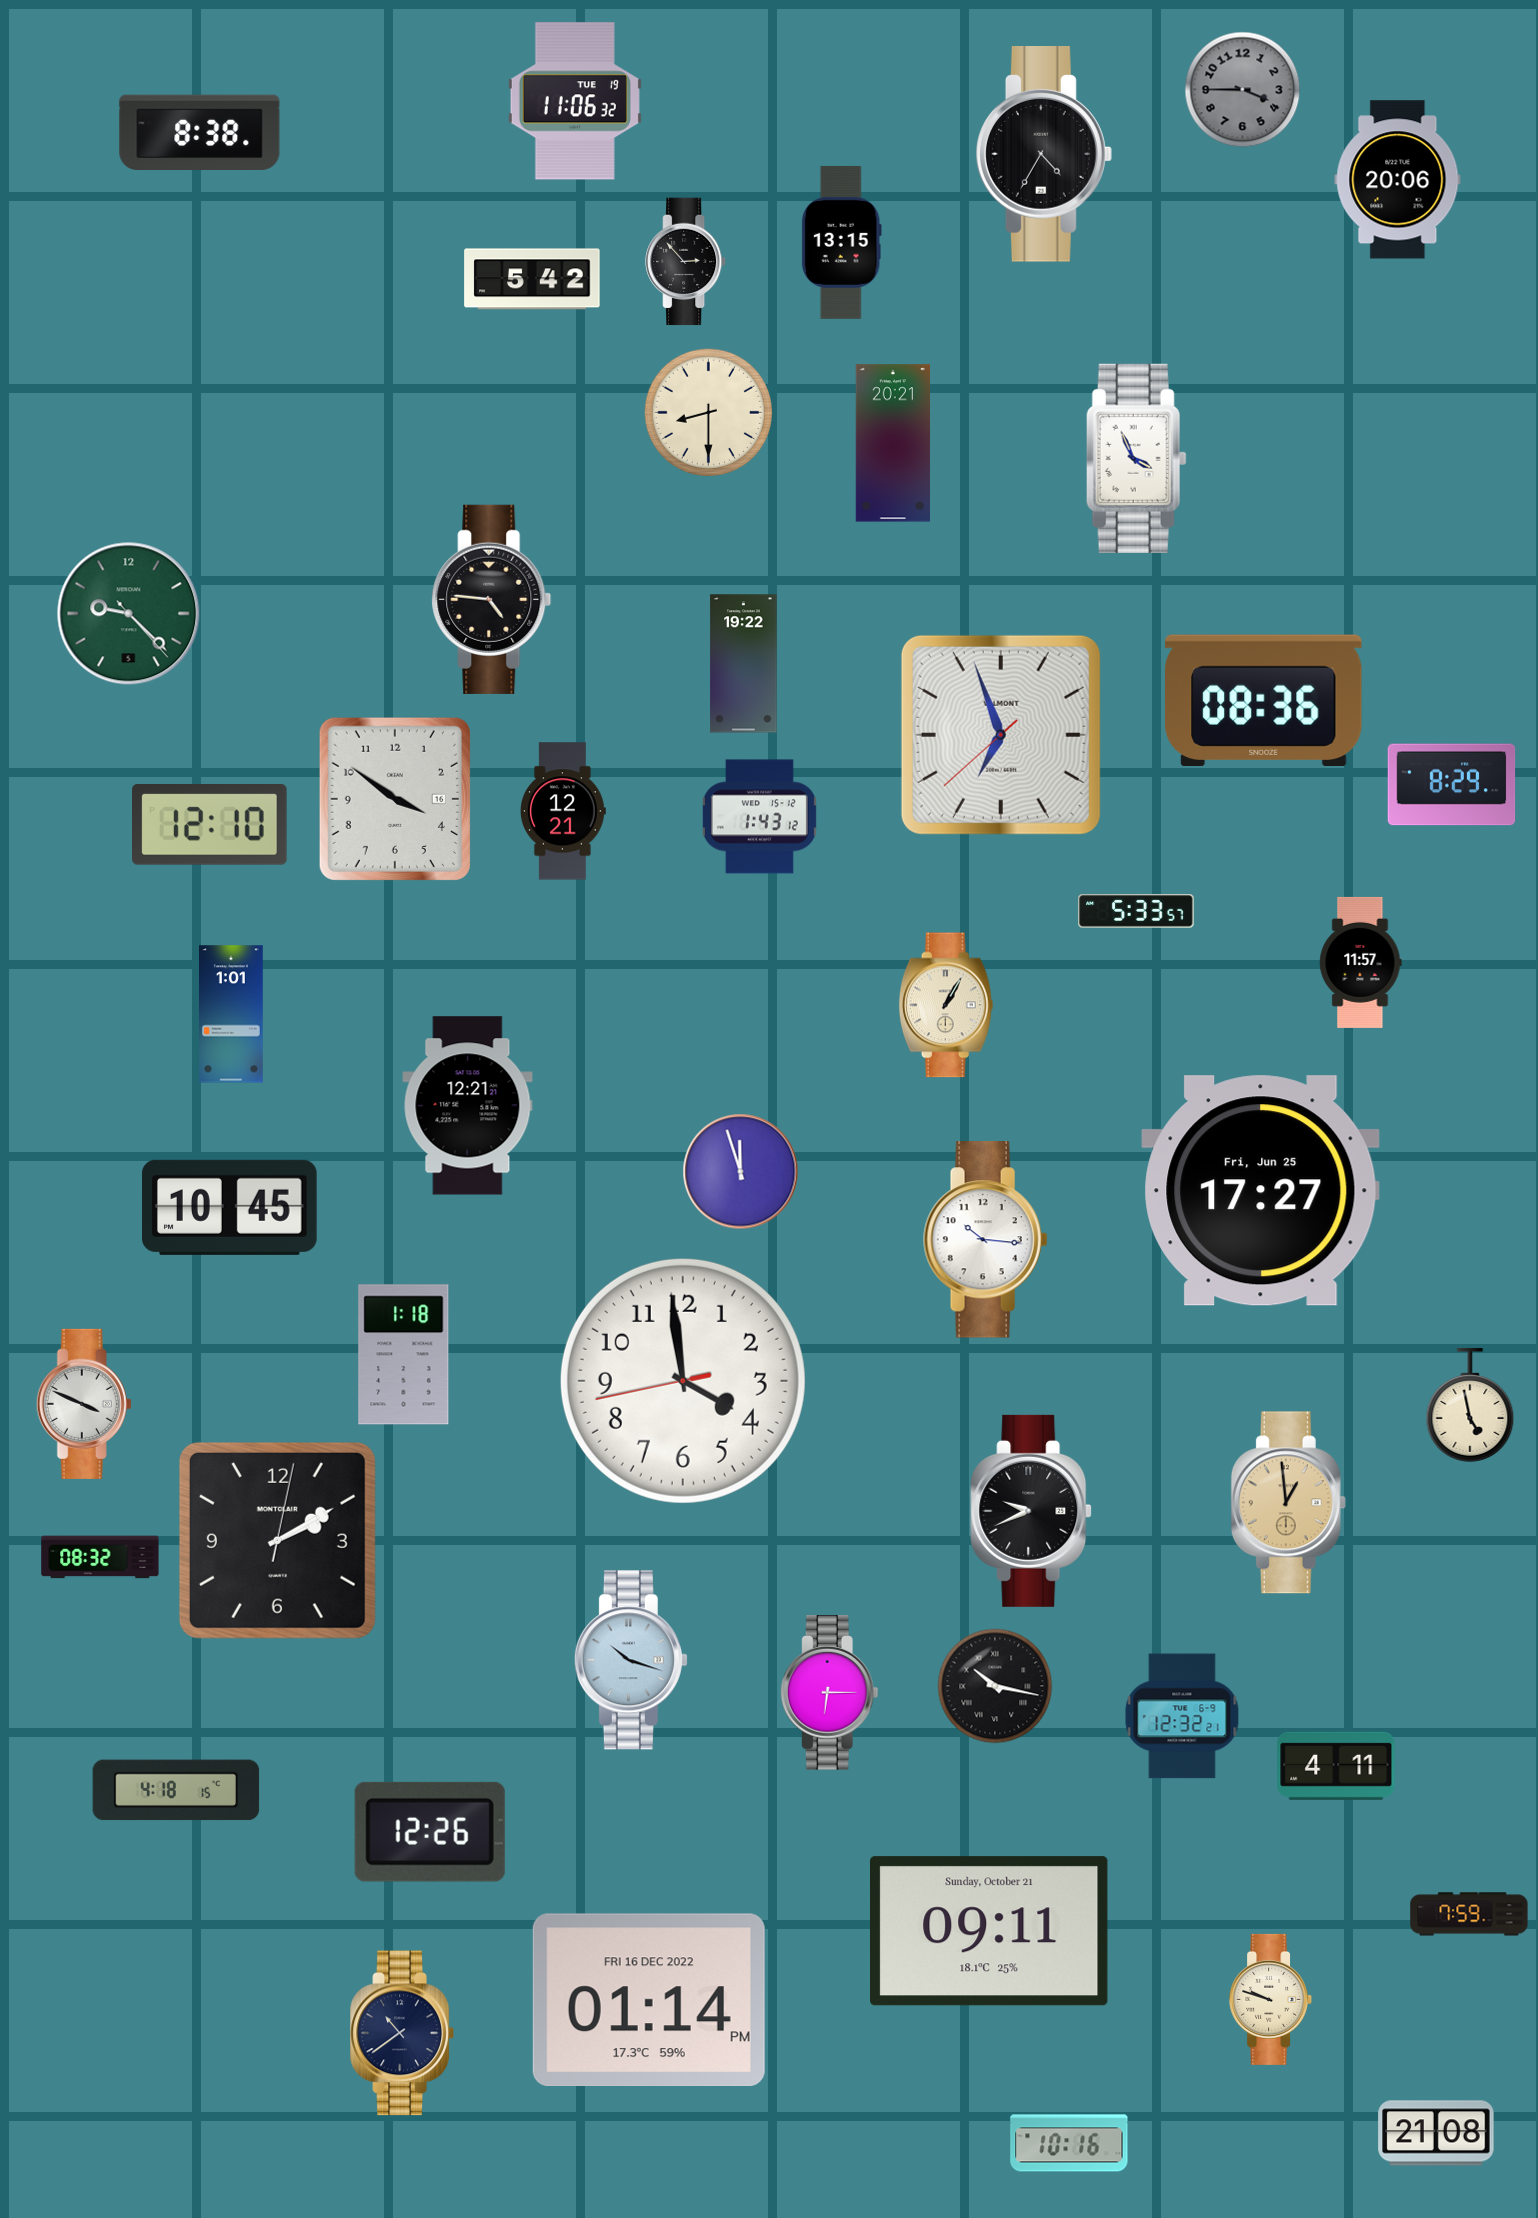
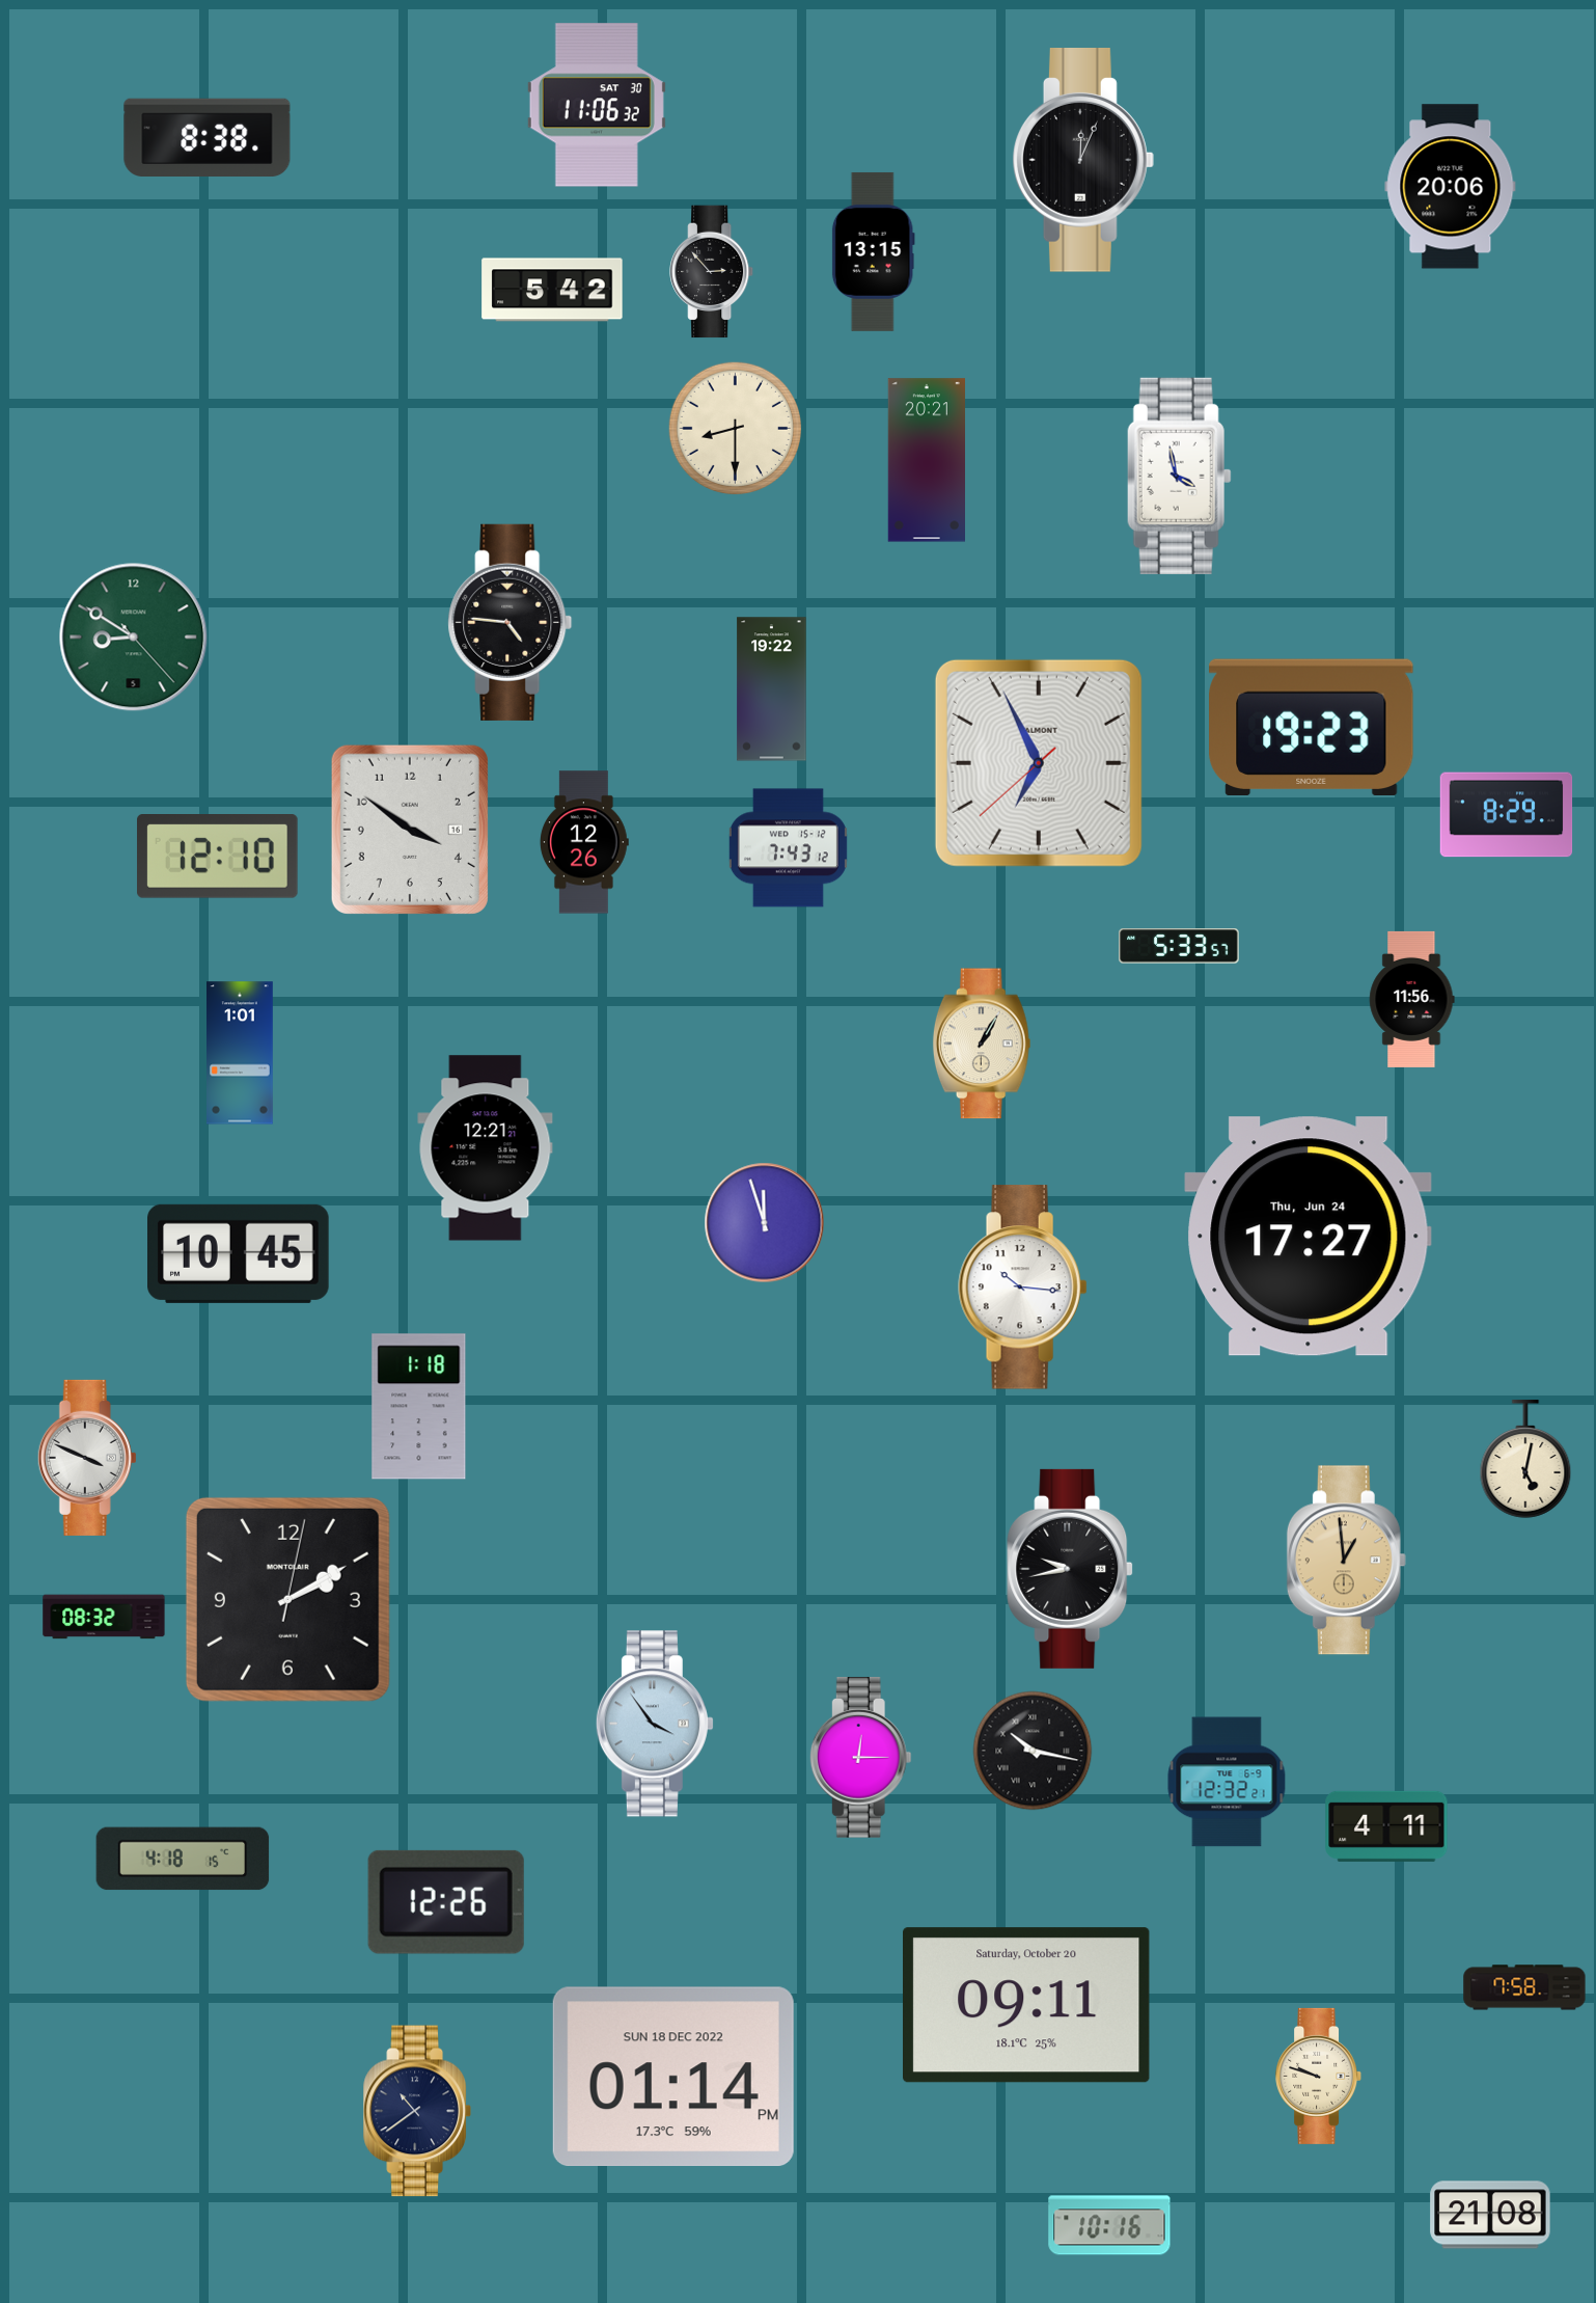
clock at (1243, 90): 3:45 -> none
clock at (575, 101) date: TUE 19 -> SAT 30
clock at (1044, 155): 4:35 -> 12:04
clock at (1136, 458): 3:56 -> 3:58
clock at (129, 614): 9:22 -> 8:50
clock at (1264, 700): 08:36 -> 19:23
clock at (1001, 735): 6:56 -> 6:55
clock at (563, 811): 12:21 -> 12:26
clock at (759, 817): 1:43 -> 7:43
clock at (1361, 962): 11:57 -> 11:56
clock at (741, 1172) position: (741, 1172) -> (765, 1223)
clock at (1261, 1191) date: Fri, Jun 25 -> Thu, Jun 24
clock at (683, 1381): 3:58 -> none
clock at (1470, 1405): 4:58 -> 5:02
clock at (1288, 1503) position: (1288, 1503) -> (1346, 1561)
clock at (1031, 1511): 9:41 -> 9:43
clock at (631, 1660): 10:18 -> 3:54
clock at (829, 1693): 6:15 -> 12:15
clock at (1336, 1766) position: (1336, 1766) -> (1386, 1826)
clock at (1469, 1914): 7:59 -> 7:58
clock at (990, 1931) date: Sunday, October 21 -> Saturday, October 20
clock at (649, 1999) date: FRI 16 DEC 2022 -> SUN 18 DEC 2022
